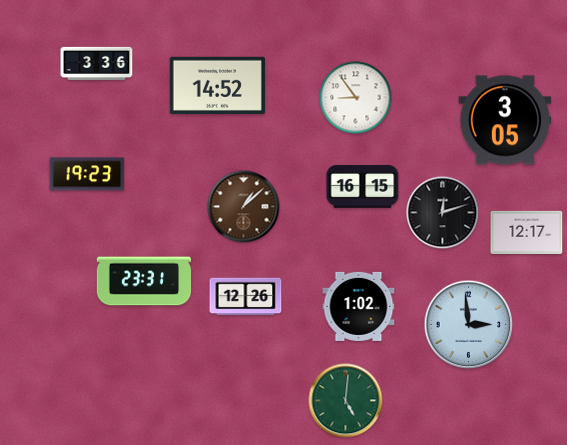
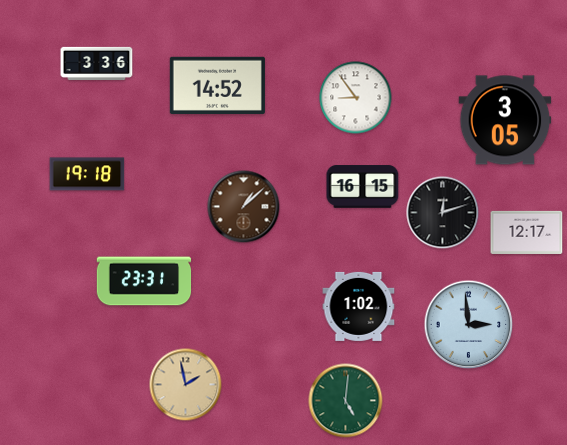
clock at (87, 174): 19:23 -> 19:18
clock at (246, 297): 12:26 -> none
clock at (186, 385): none -> 1:58
